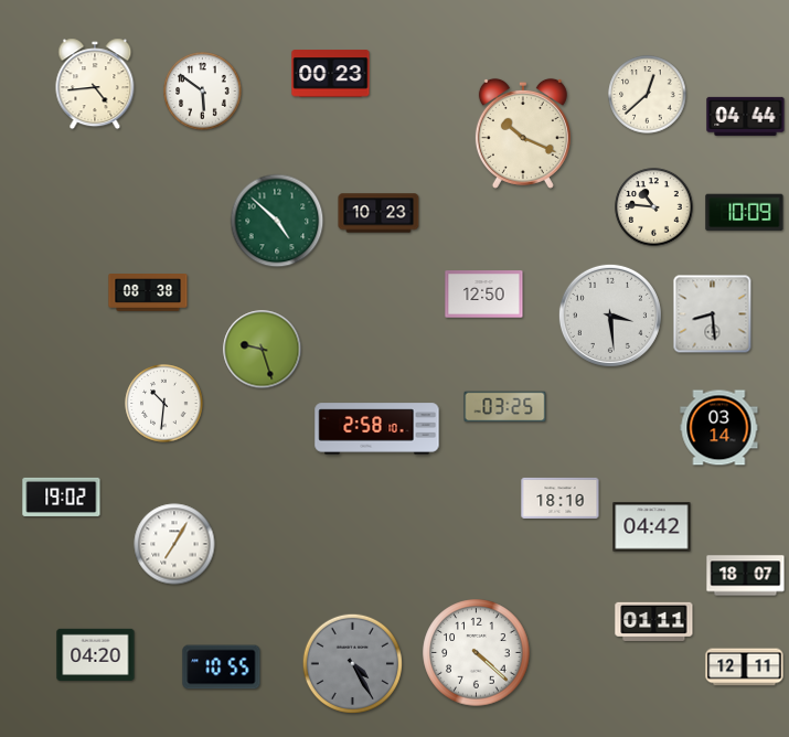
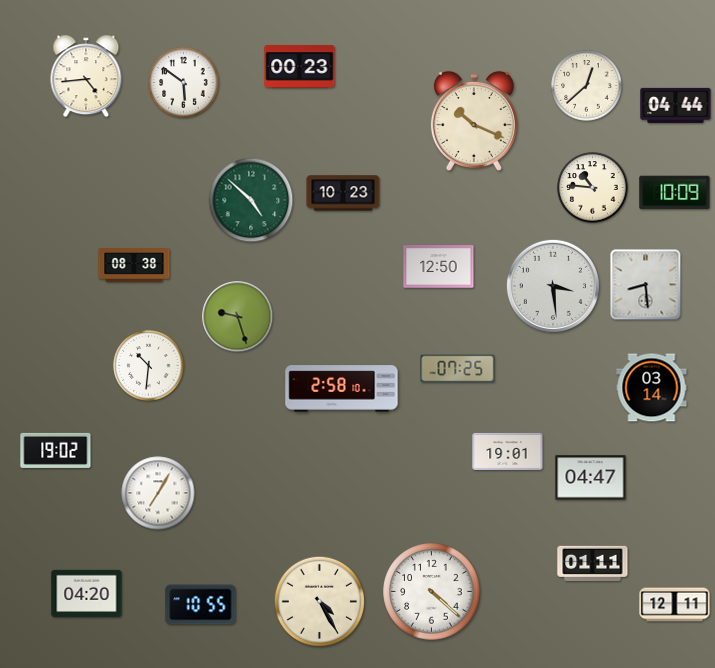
clock at (505, 407): 03:25 -> 07:25
clock at (561, 498): 18:10 -> 19:01
clock at (652, 527): 04:42 -> 04:47
clock at (746, 576): 18:07 -> none
clock at (352, 663) dial: grey -> cream
